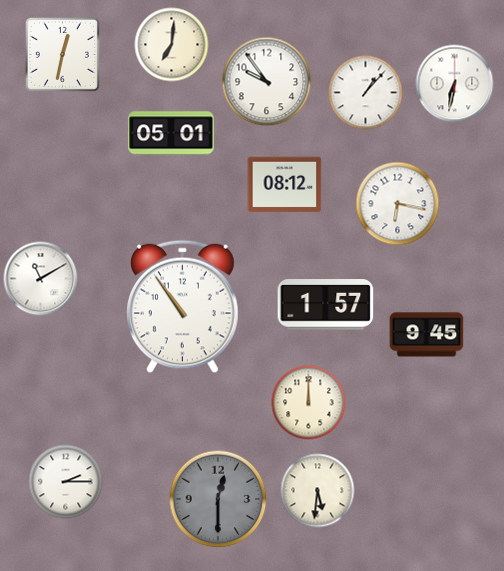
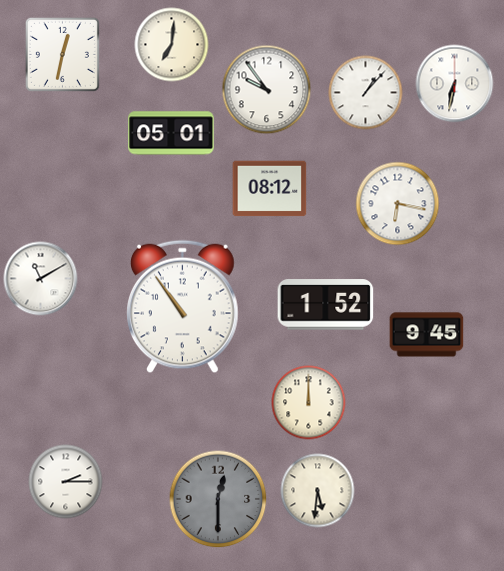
clock at (267, 82) position: (267, 82) -> (267, 90)
clock at (285, 185) position: (285, 185) -> (270, 189)
clock at (326, 305): 1:57 -> 1:52
